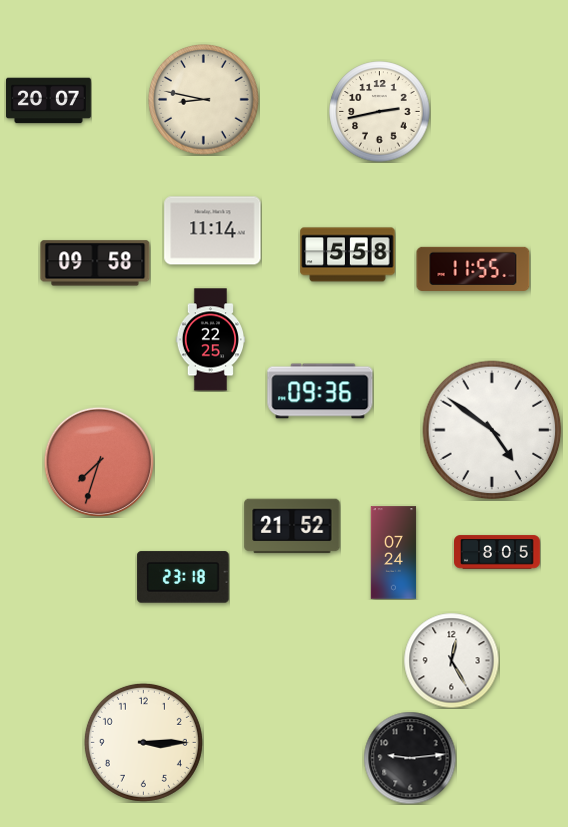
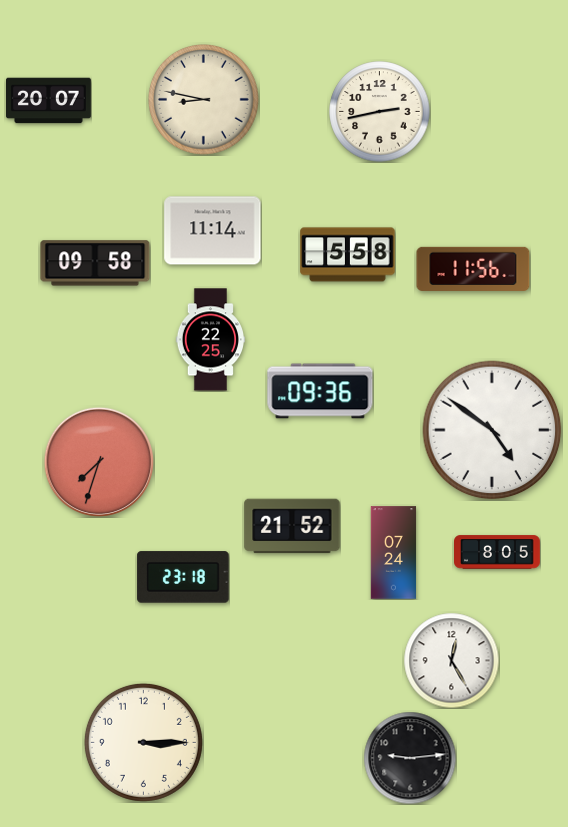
clock at (473, 269): 11:55 -> 11:56
